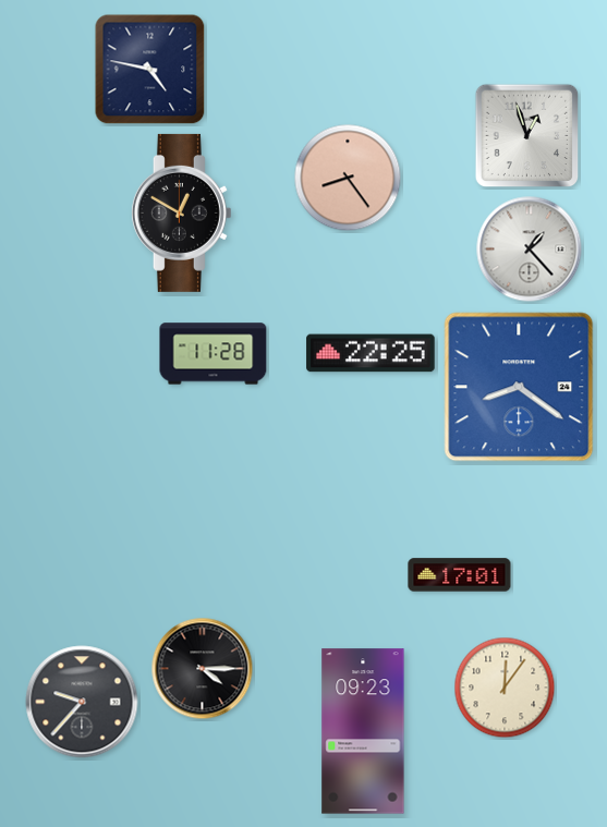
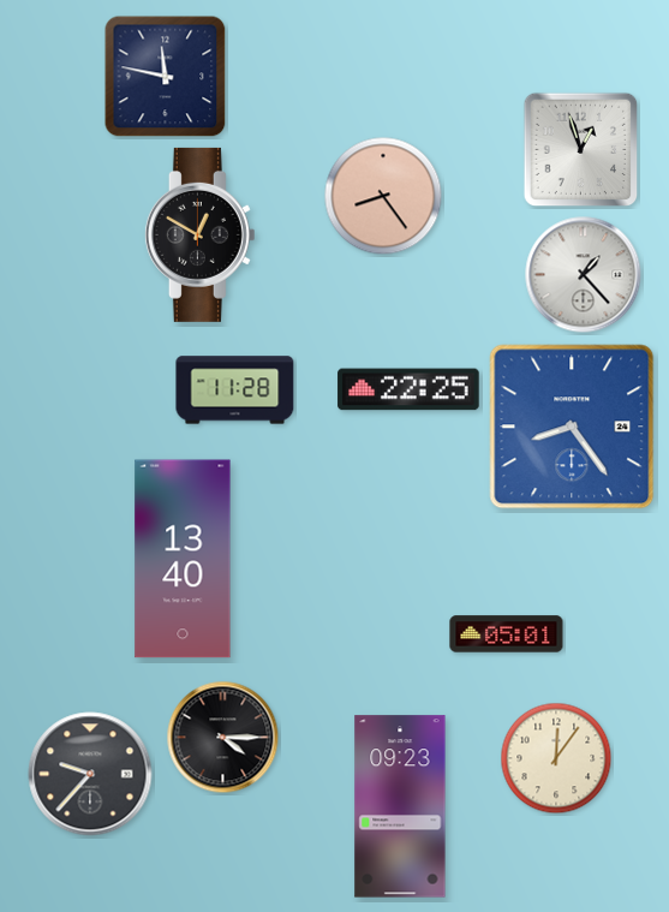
clock at (150, 70): 4:47 -> 11:47
clock at (519, 387): 8:21 -> 8:24
clock at (183, 559): none -> 13:40
clock at (460, 575): 17:01 -> 05:01
